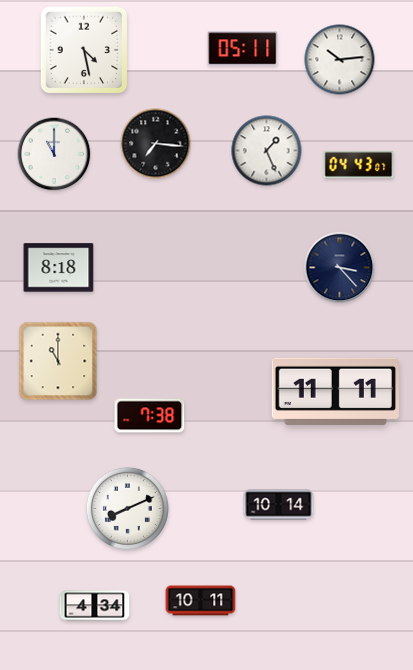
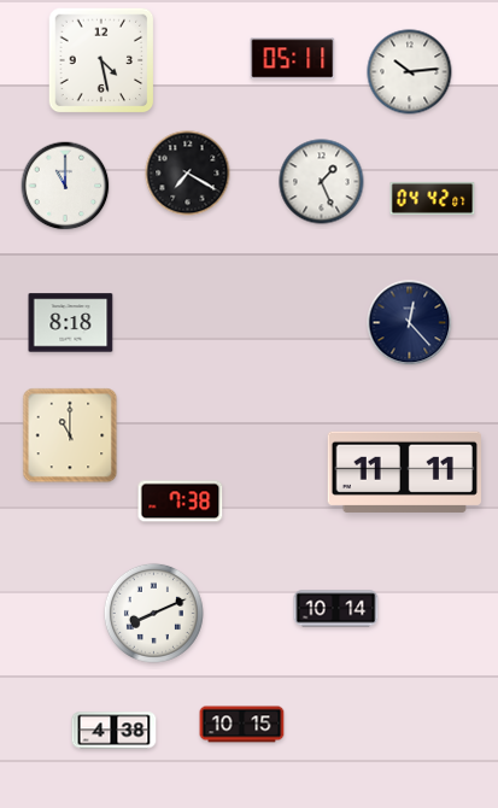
clock at (156, 144): 7:16 -> 7:20
clock at (359, 164): 04:43 -> 04:42
clock at (340, 268): 3:23 -> 12:23
clock at (201, 601): 10:11 -> 10:15
clock at (95, 606): 4:34 -> 4:38
